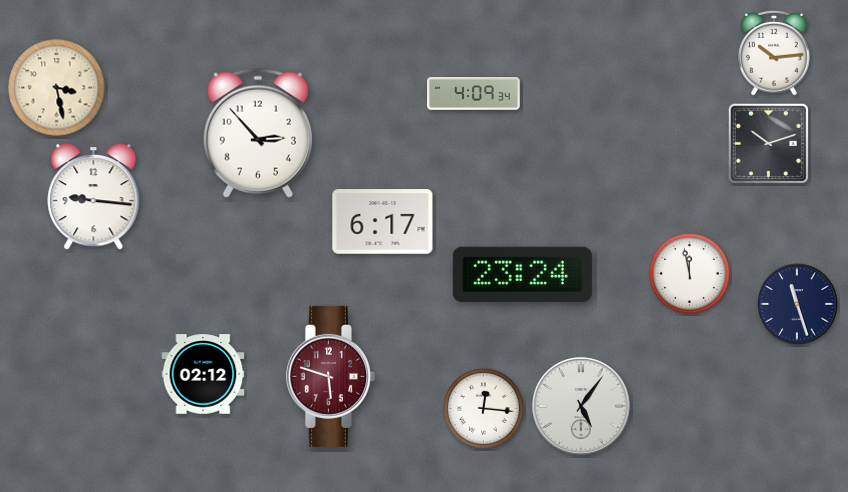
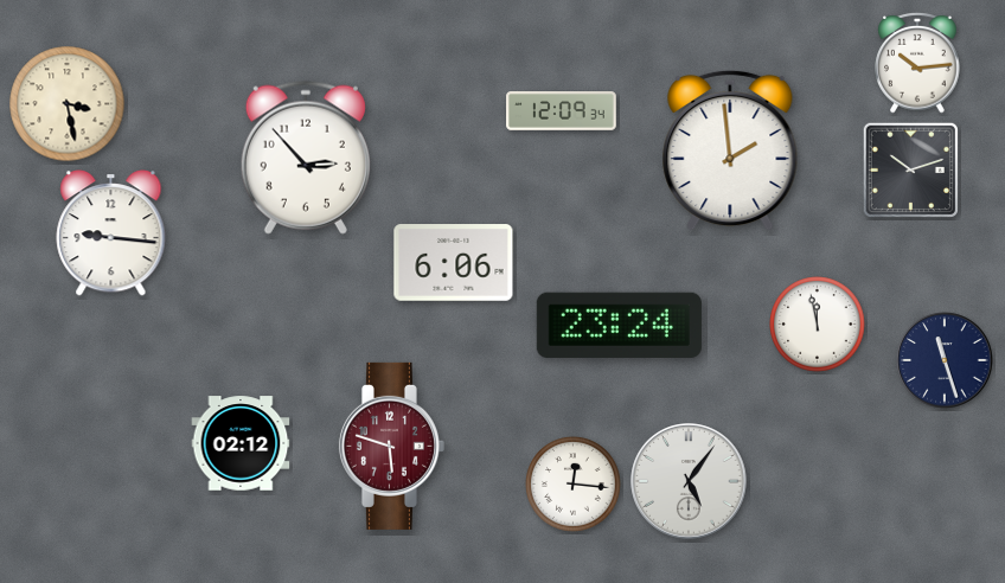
clock at (474, 94): 4:09 -> 12:09
clock at (730, 150): none -> 1:59
clock at (383, 222): 6:17 -> 6:06
